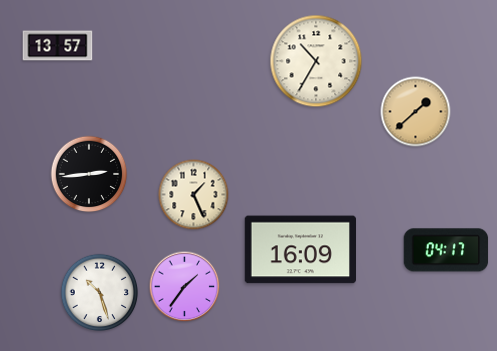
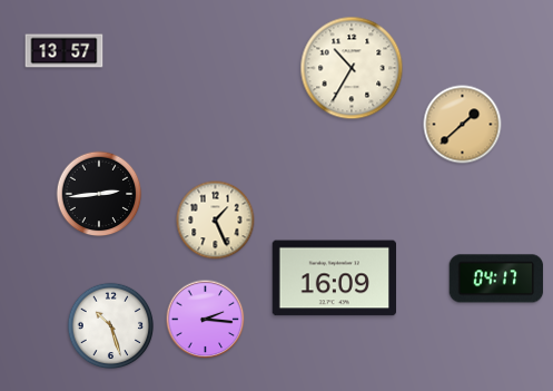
clock at (194, 195) position: (194, 195) -> (216, 221)
clock at (185, 287): 1:36 -> 2:16
